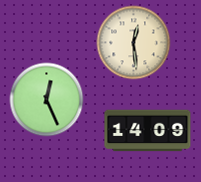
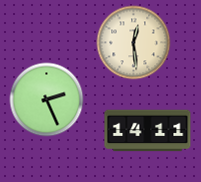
clock at (47, 100): 12:26 -> 2:26
clock at (148, 131): 14:09 -> 14:11
